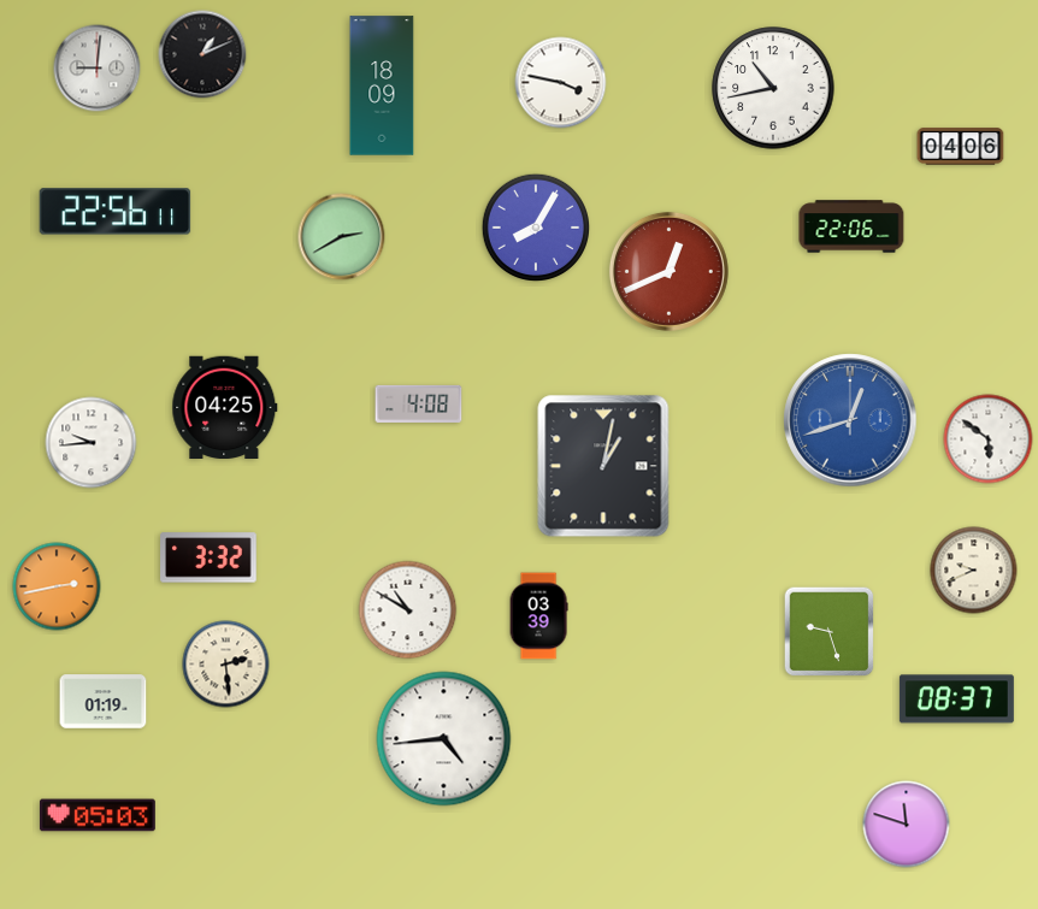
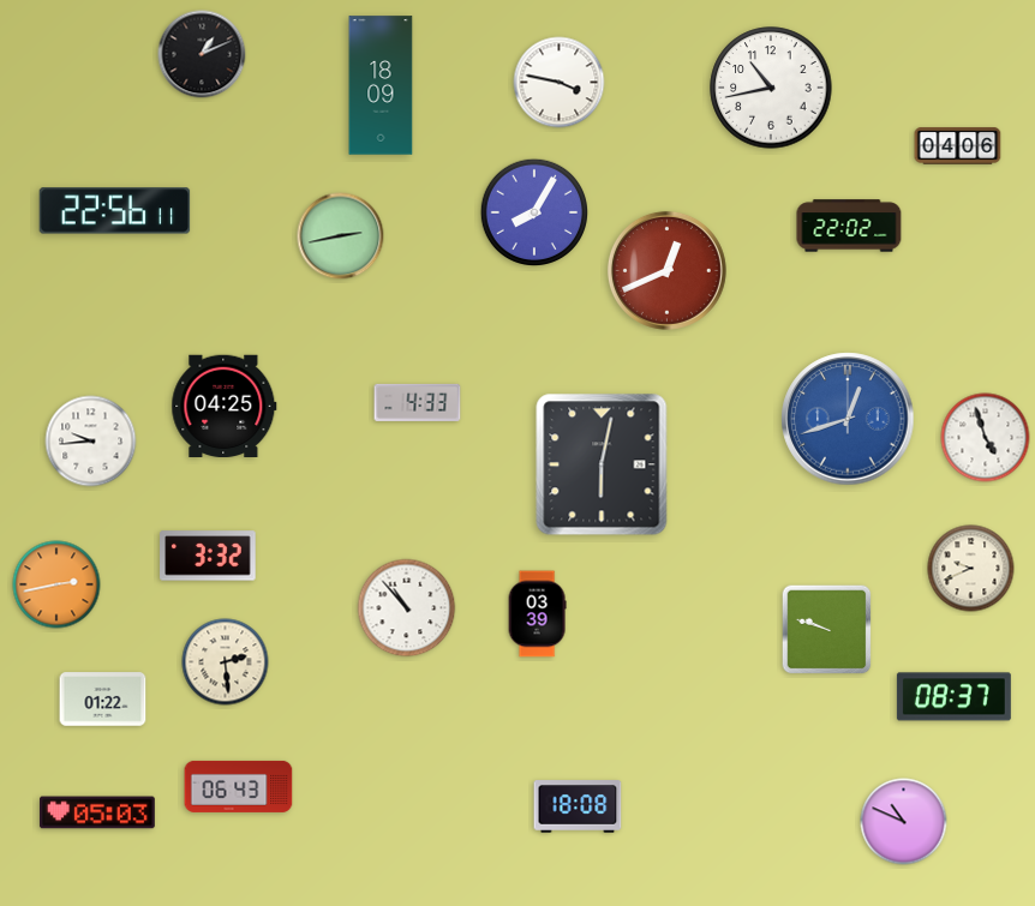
clock at (98, 69): 9:01 -> none
clock at (535, 226) position: (535, 226) -> (533, 211)
clock at (851, 226): 22:06 -> 22:02
clock at (342, 237): 2:40 -> 2:43
clock at (419, 403): 4:08 -> 4:33
clock at (989, 439): 5:51 -> 4:57
clock at (603, 466): 1:02 -> 6:02
clock at (408, 610): 10:50 -> 10:53
clock at (830, 632): 9:27 -> 9:48
clock at (104, 702): 01:19 -> 01:22
clock at (444, 739): 4:44 -> none
clock at (239, 786): none -> 06:43
clock at (578, 806): none -> 18:08
clock at (907, 825): 11:48 -> 10:49
